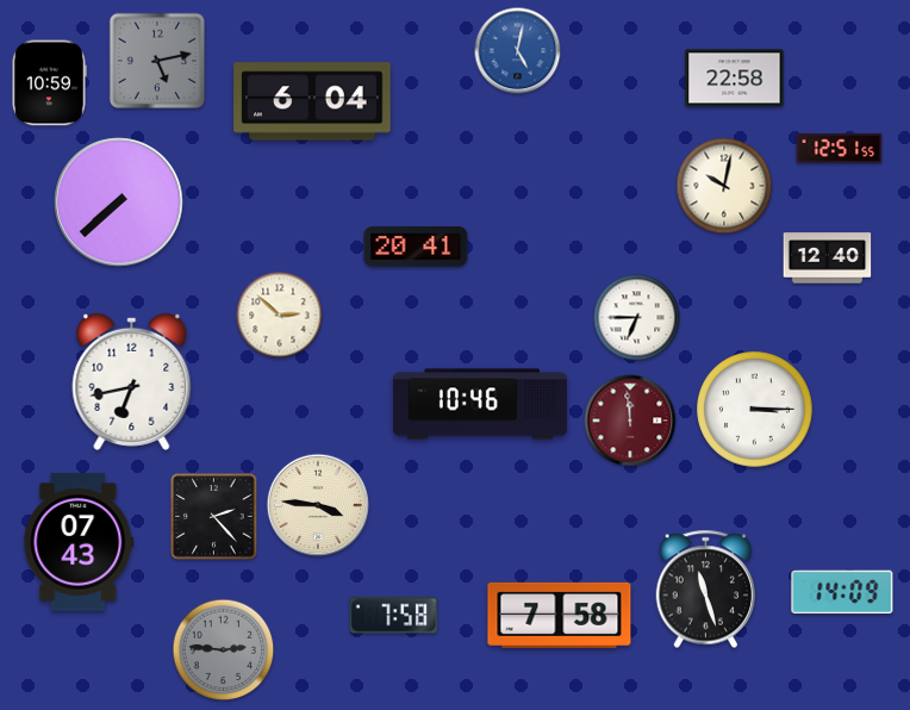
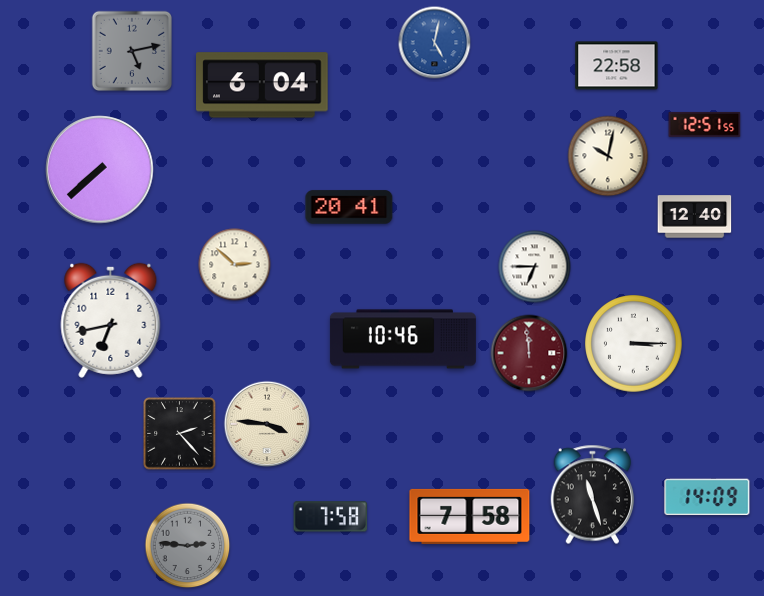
clock at (49, 83): 10:59 -> none
clock at (79, 542): 07:43 -> none
